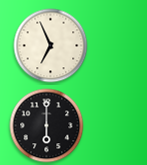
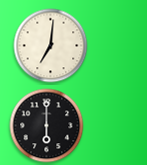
clock at (51, 46): 6:56 -> 7:01
